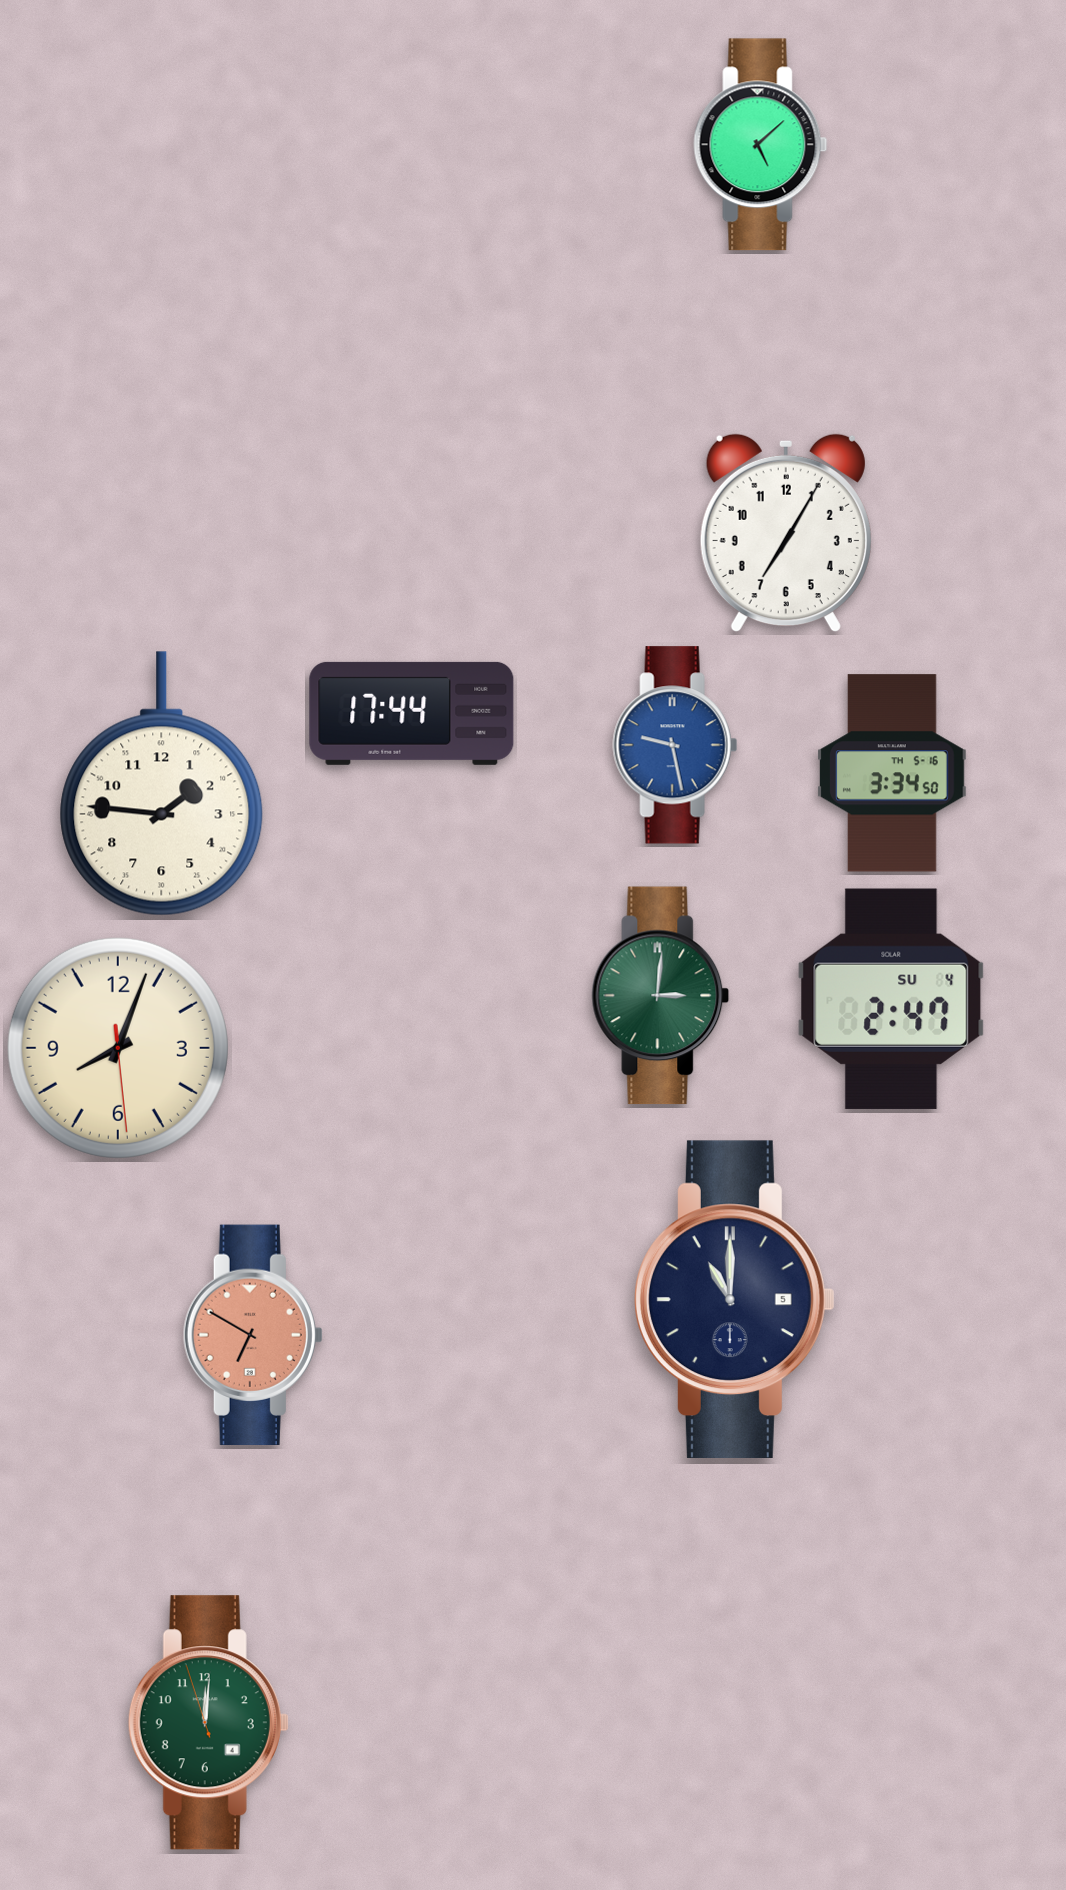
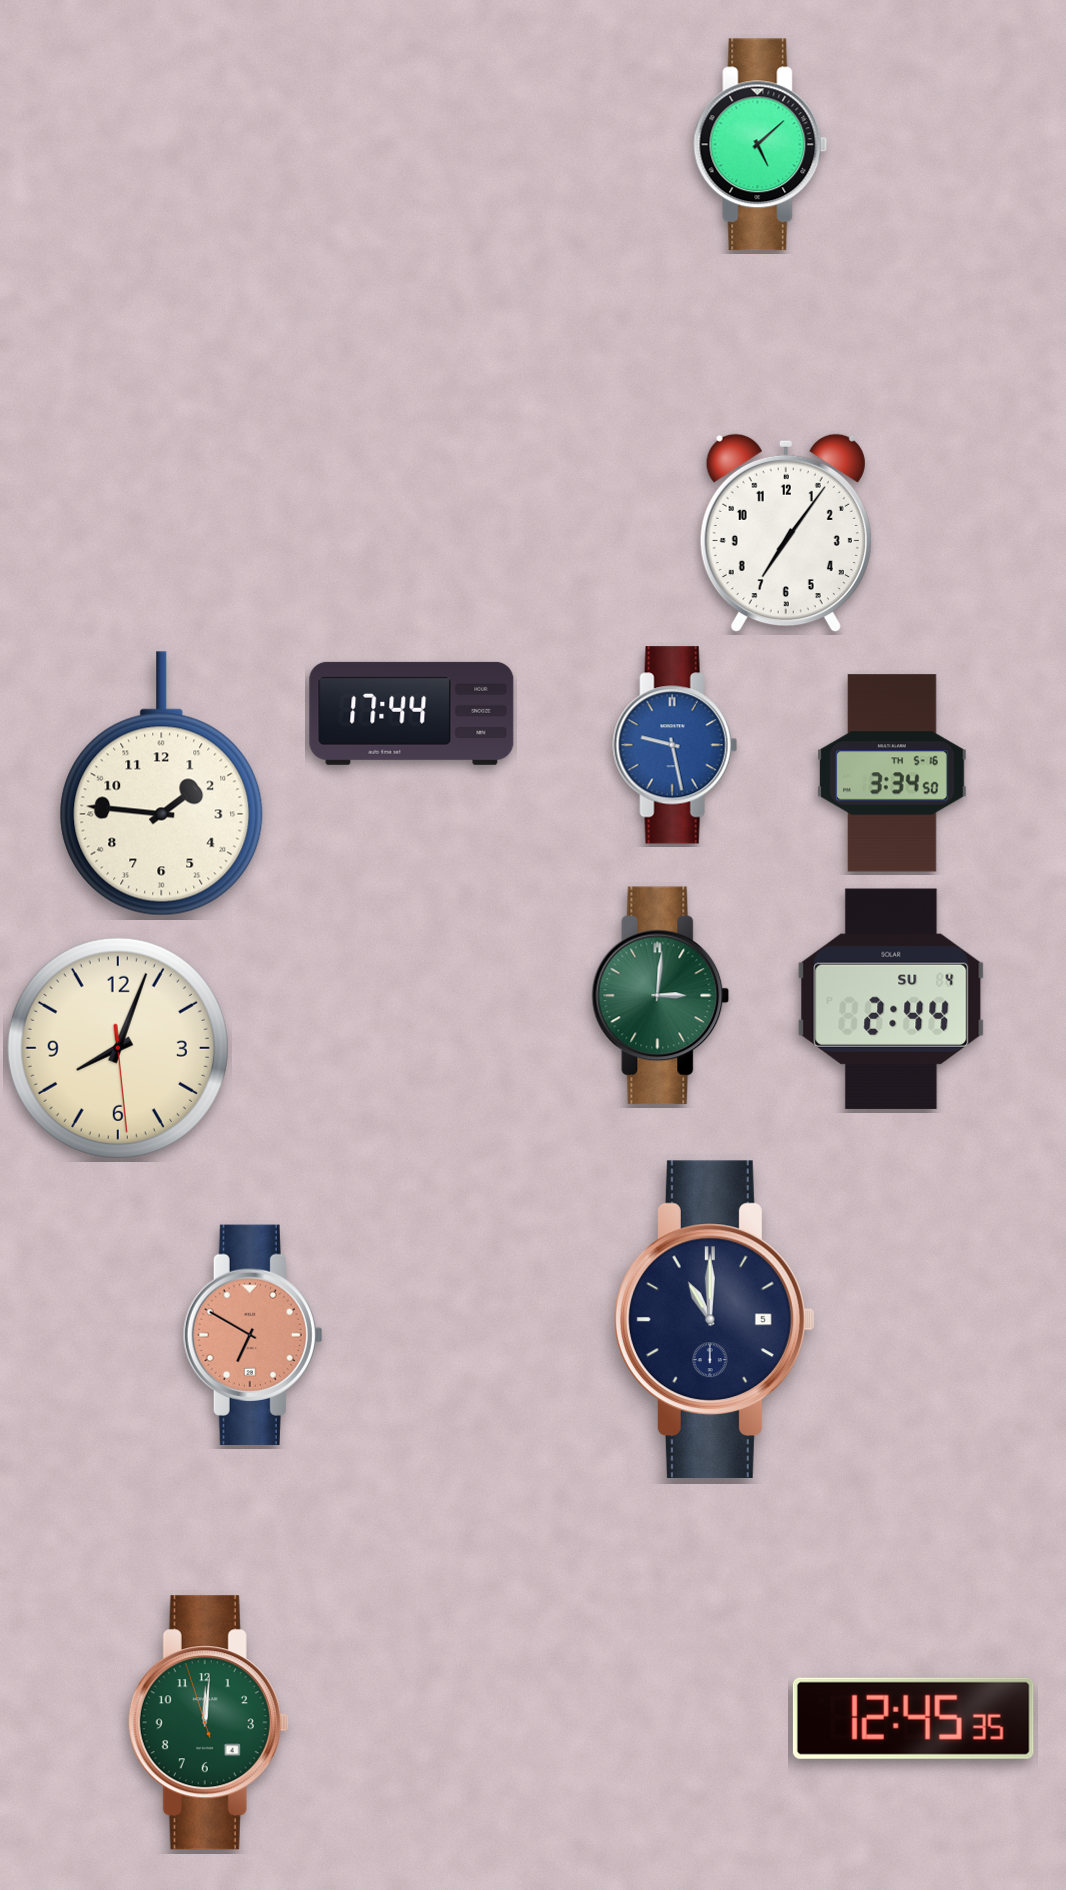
clock at (786, 533): 7:05 -> 7:06
clock at (891, 999): 2:47 -> 2:44
clock at (734, 1299) position: (734, 1299) -> (714, 1319)
clock at (913, 1718): none -> 12:45
